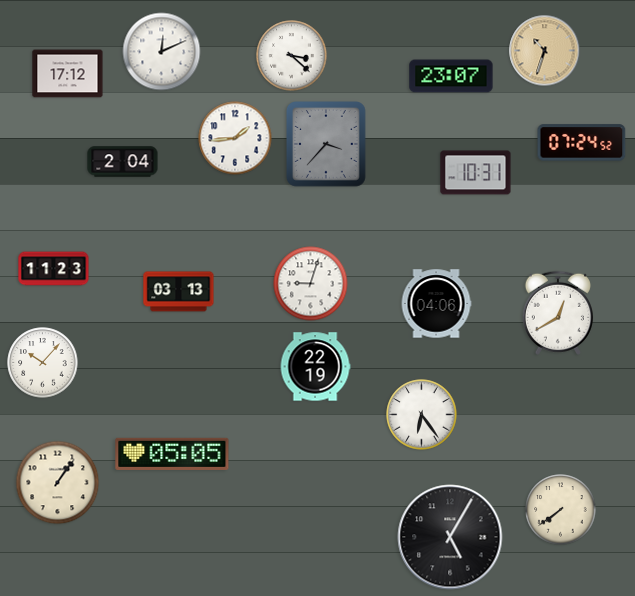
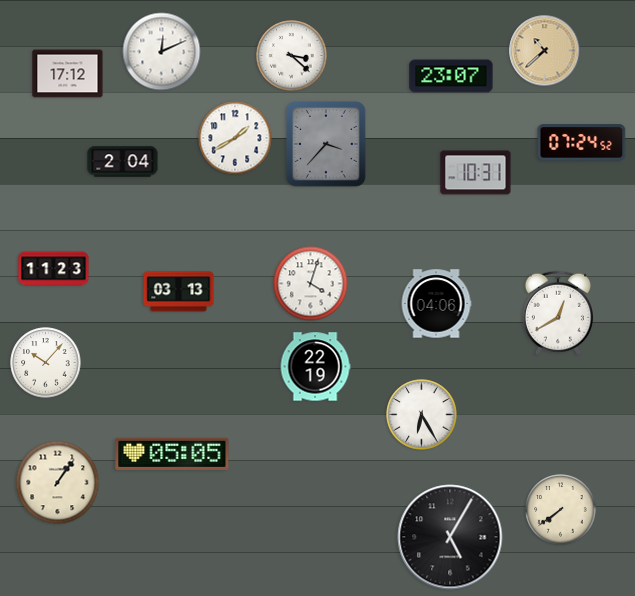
clock at (545, 51): 10:33 -> 10:38
clock at (235, 138): 1:44 -> 1:40
clock at (311, 284): 9:03 -> 4:03
clock at (43, 363) position: (43, 363) -> (46, 363)
clock at (422, 415): 6:24 -> 6:25
